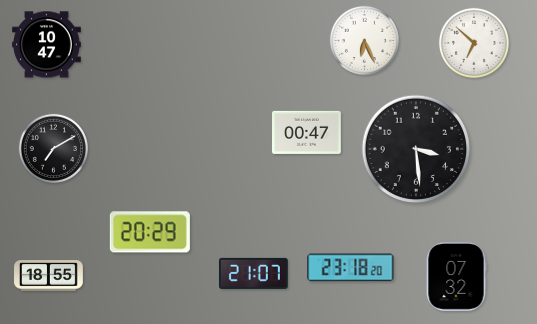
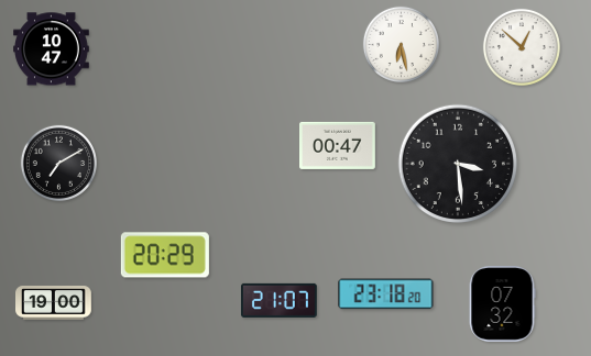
clock at (364, 40): 6:26 -> 6:28
clock at (474, 43): 6:52 -> 12:52
clock at (49, 276): 18:55 -> 19:00
